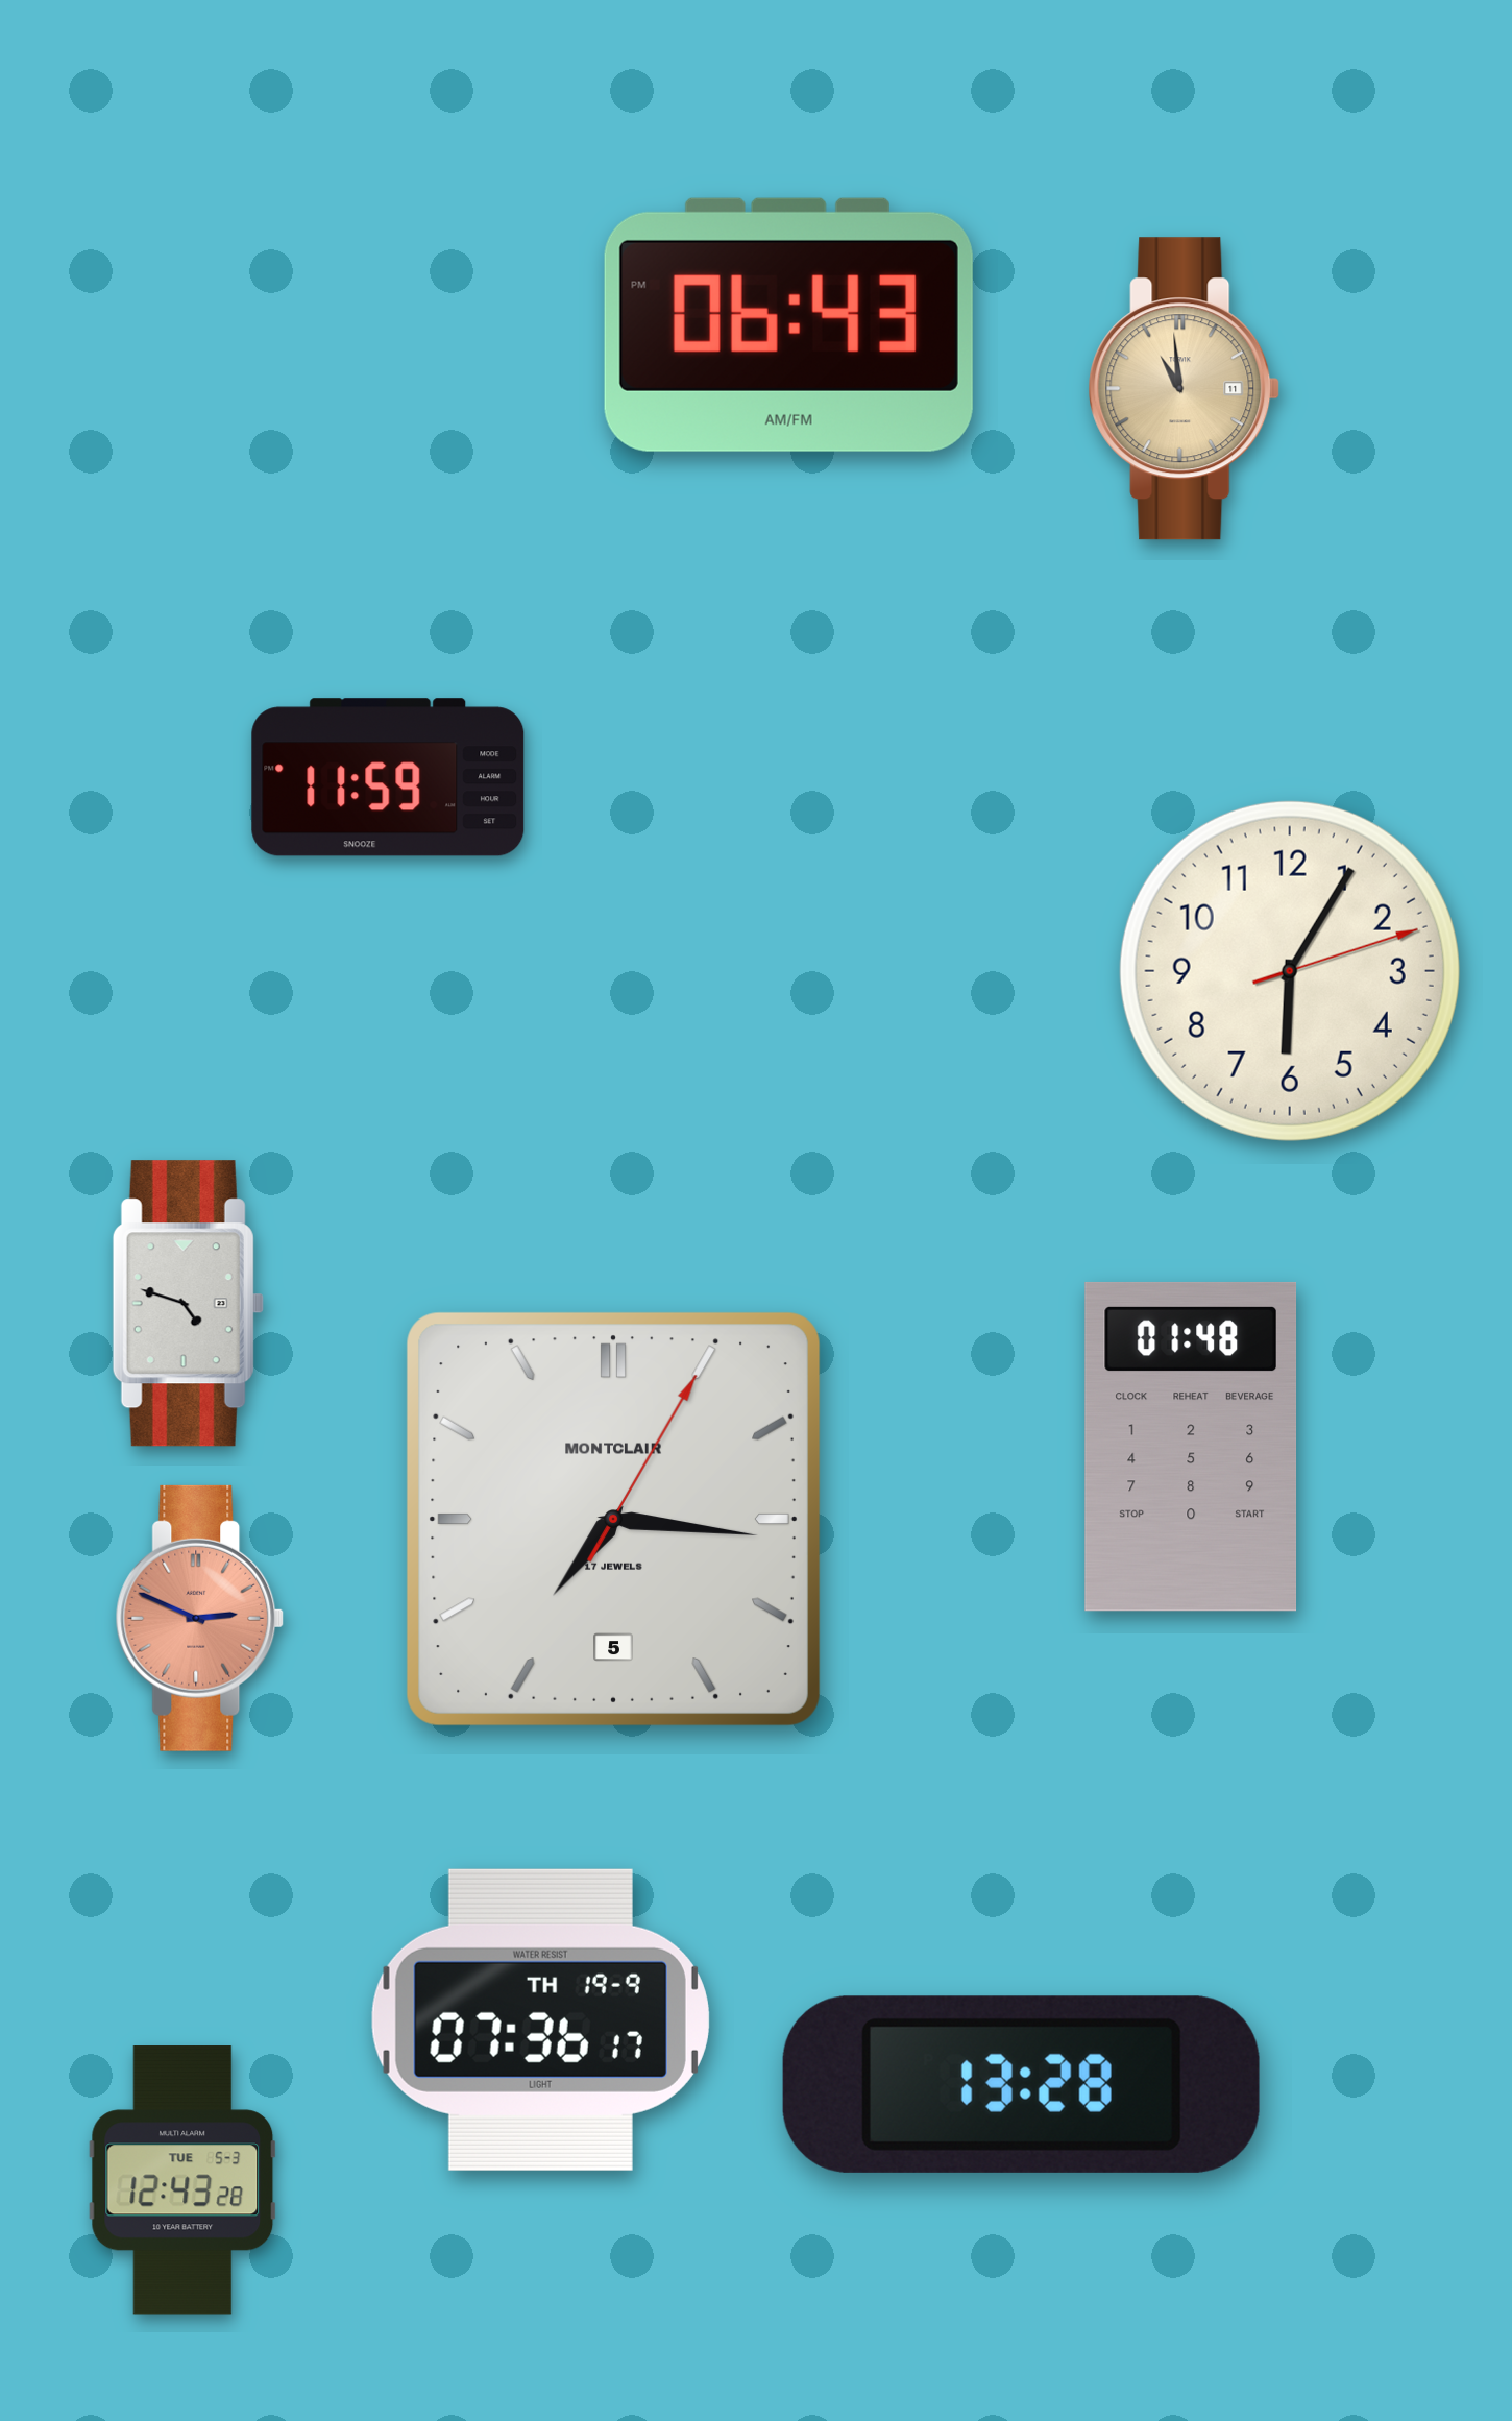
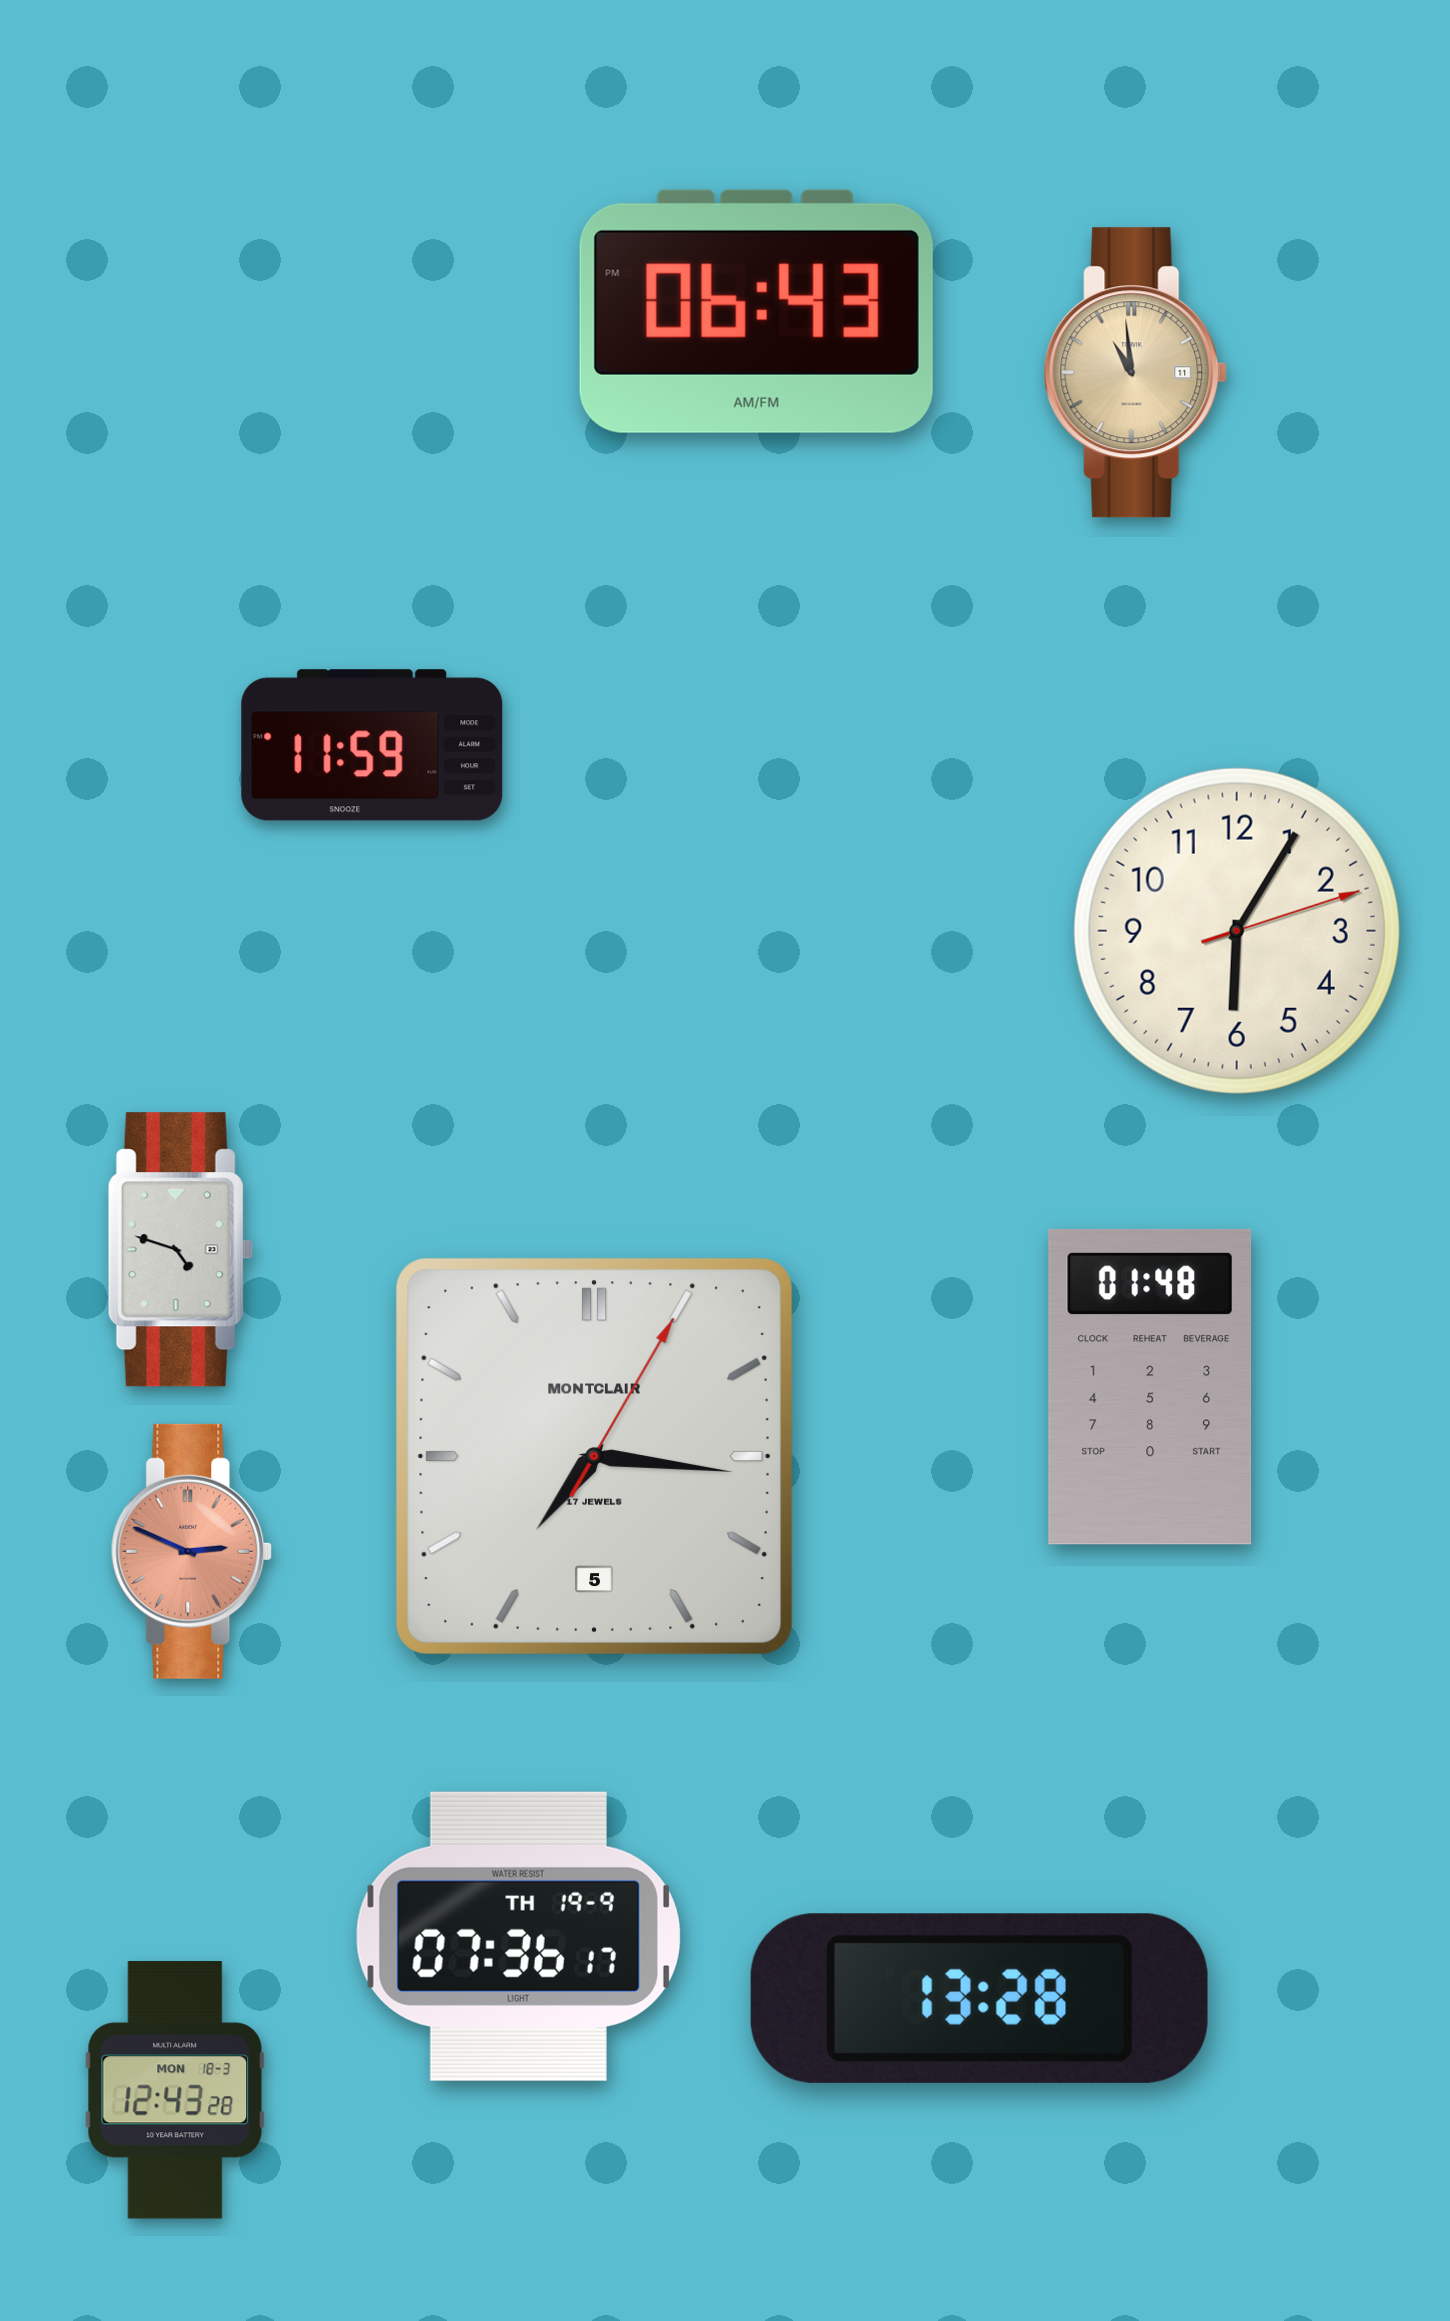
clock at (1191, 1447) position: (1191, 1447) -> (1150, 1387)
clock at (613, 1519) position: (613, 1519) -> (594, 1456)
clock at (182, 2180) date: TUE 5-3 -> MON 18-3
